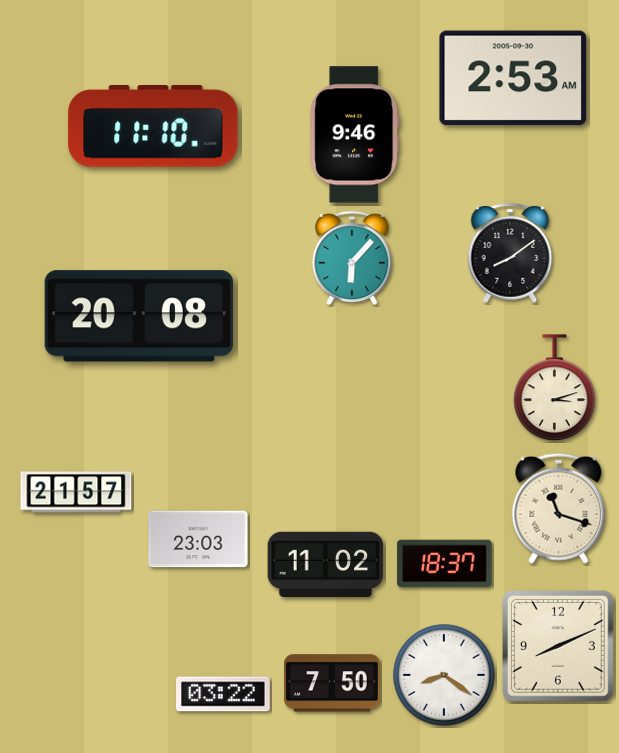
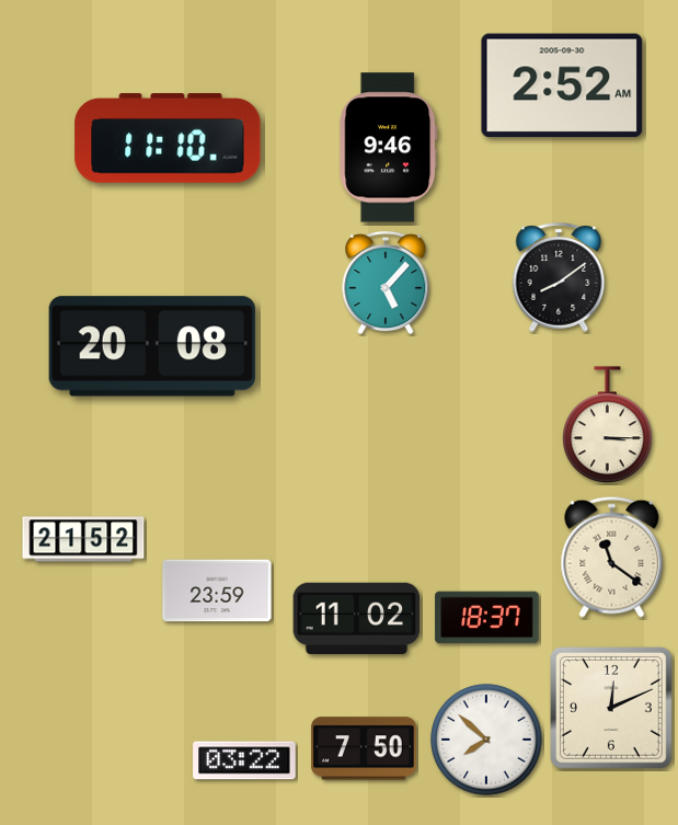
clock at (513, 78): 2:53 -> 2:52
clock at (352, 258): 6:07 -> 5:07
clock at (555, 387): 3:12 -> 3:15
clock at (76, 492): 21:57 -> 21:52
clock at (559, 508): 11:18 -> 11:21
clock at (198, 539): 23:03 -> 23:59
clock at (559, 647): 8:11 -> 12:11
clock at (444, 675): 8:21 -> 7:52
